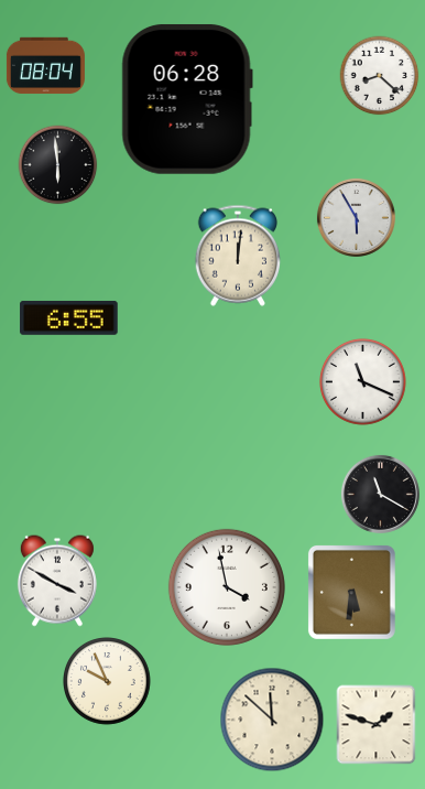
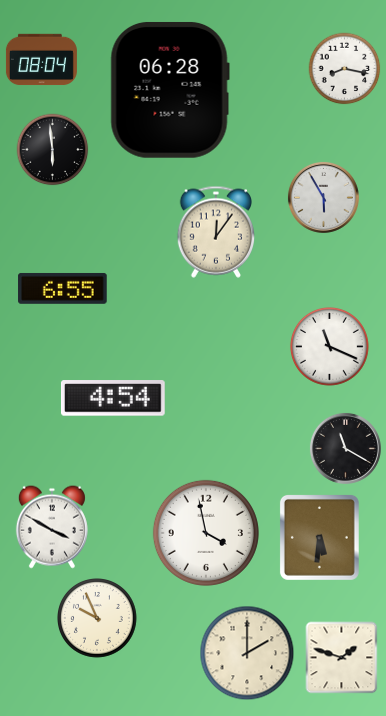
clock at (380, 76): 8:22 -> 8:17
clock at (237, 256): 12:01 -> 12:06
clock at (113, 398): none -> 4:54
clock at (272, 720): 11:52 -> 2:00
